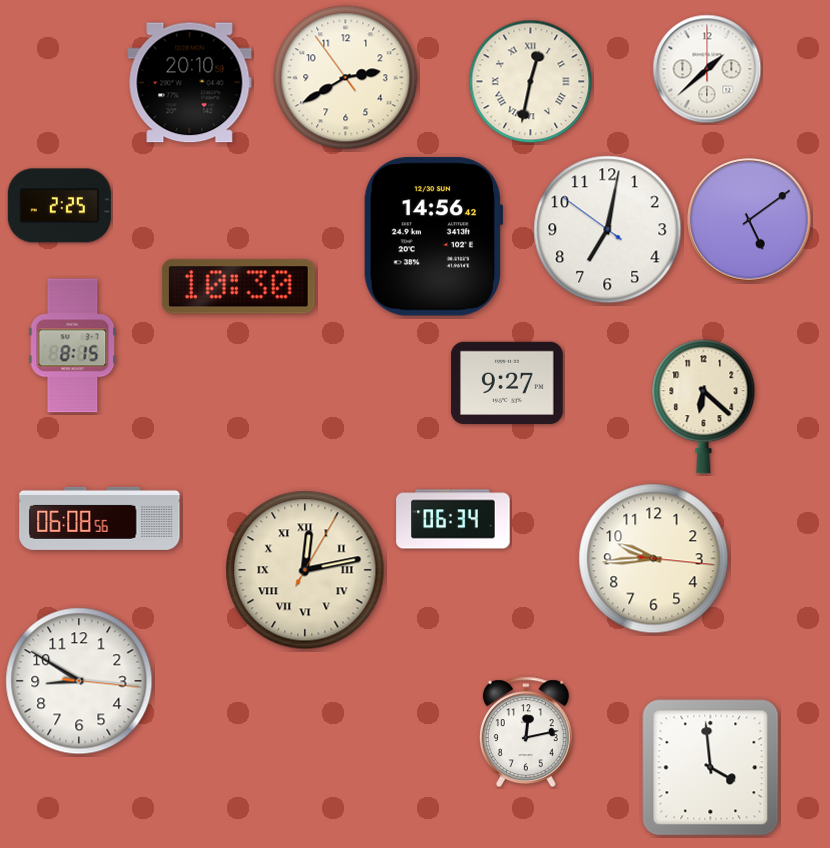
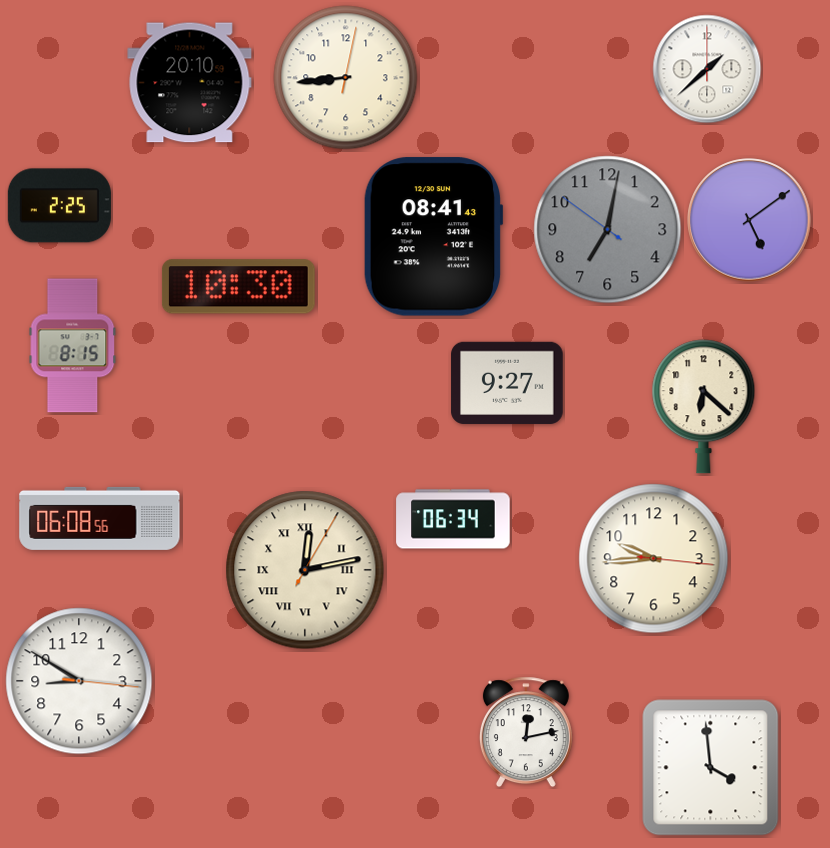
clock at (346, 78): 2:39 -> 8:44
clock at (531, 82): 12:32 -> none
clock at (608, 230) dial: white -> grey
clock at (433, 237): 14:56 -> 08:41
